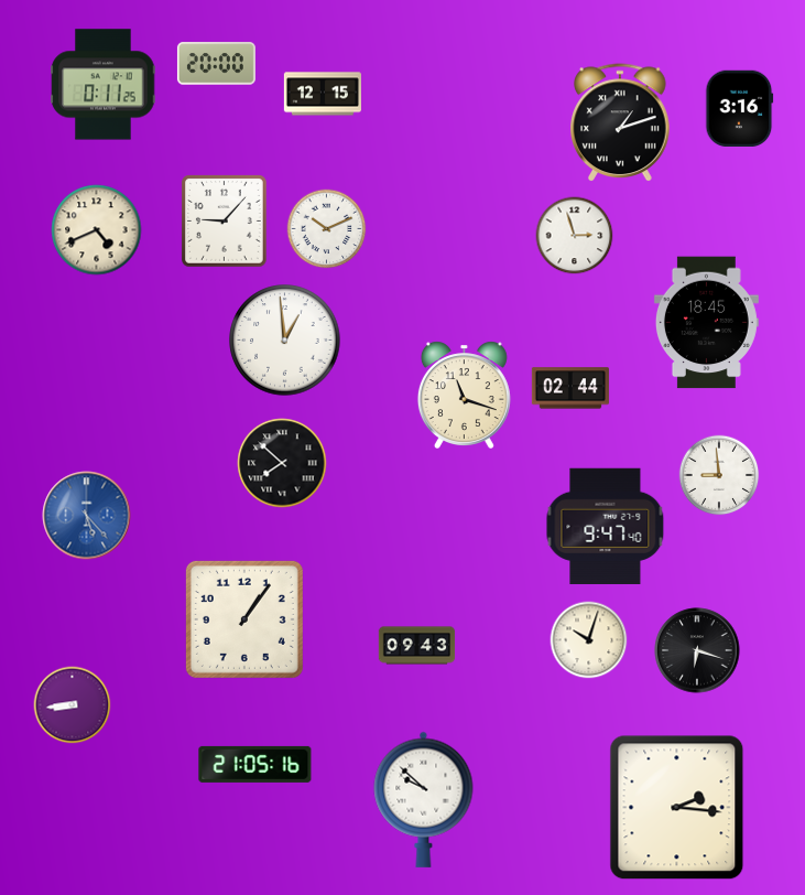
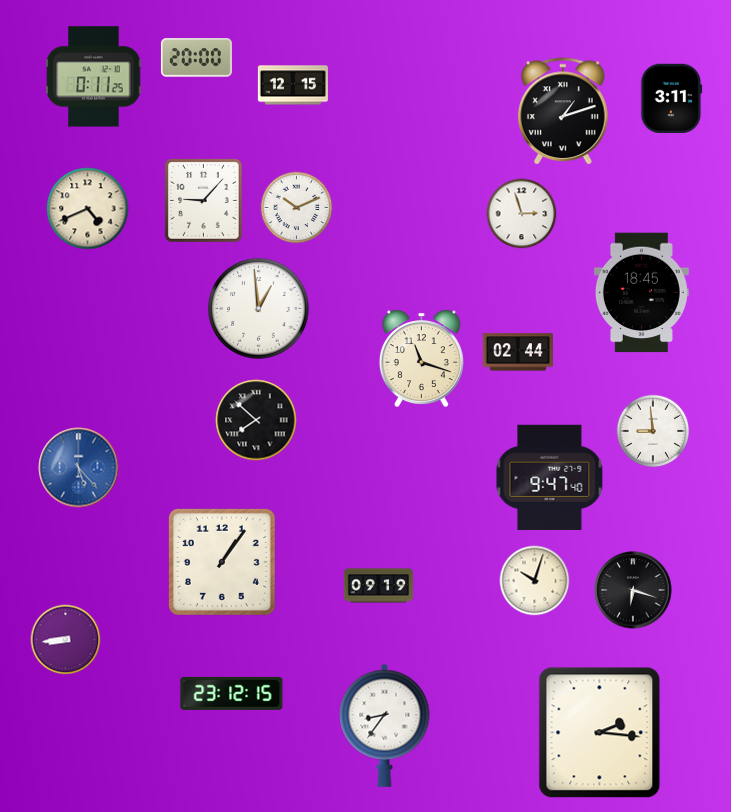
clock at (740, 108): 3:16 -> 3:11
clock at (417, 646): 09:43 -> 09:19
clock at (255, 764): 21:05 -> 23:12
clock at (424, 799): 9:52 -> 8:36
clock at (677, 808) position: (677, 808) -> (600, 733)
